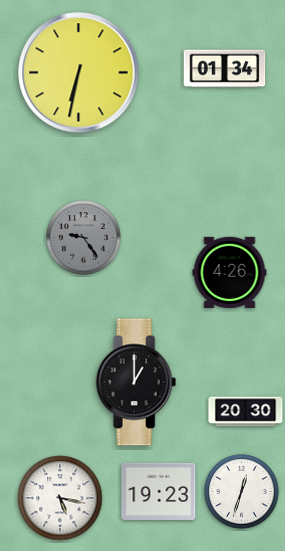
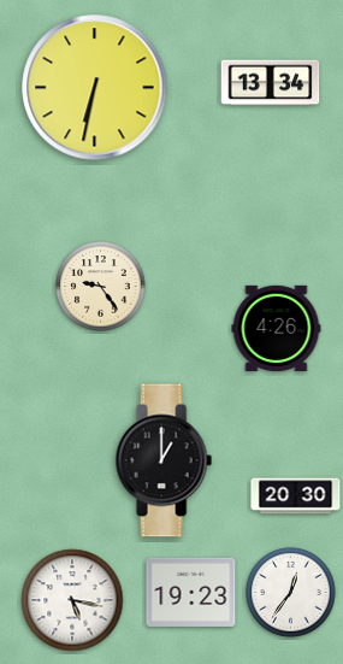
clock at (225, 69): 01:34 -> 13:34
clock at (84, 238) dial: grey -> cream
clock at (242, 492): 12:33 -> 12:36
